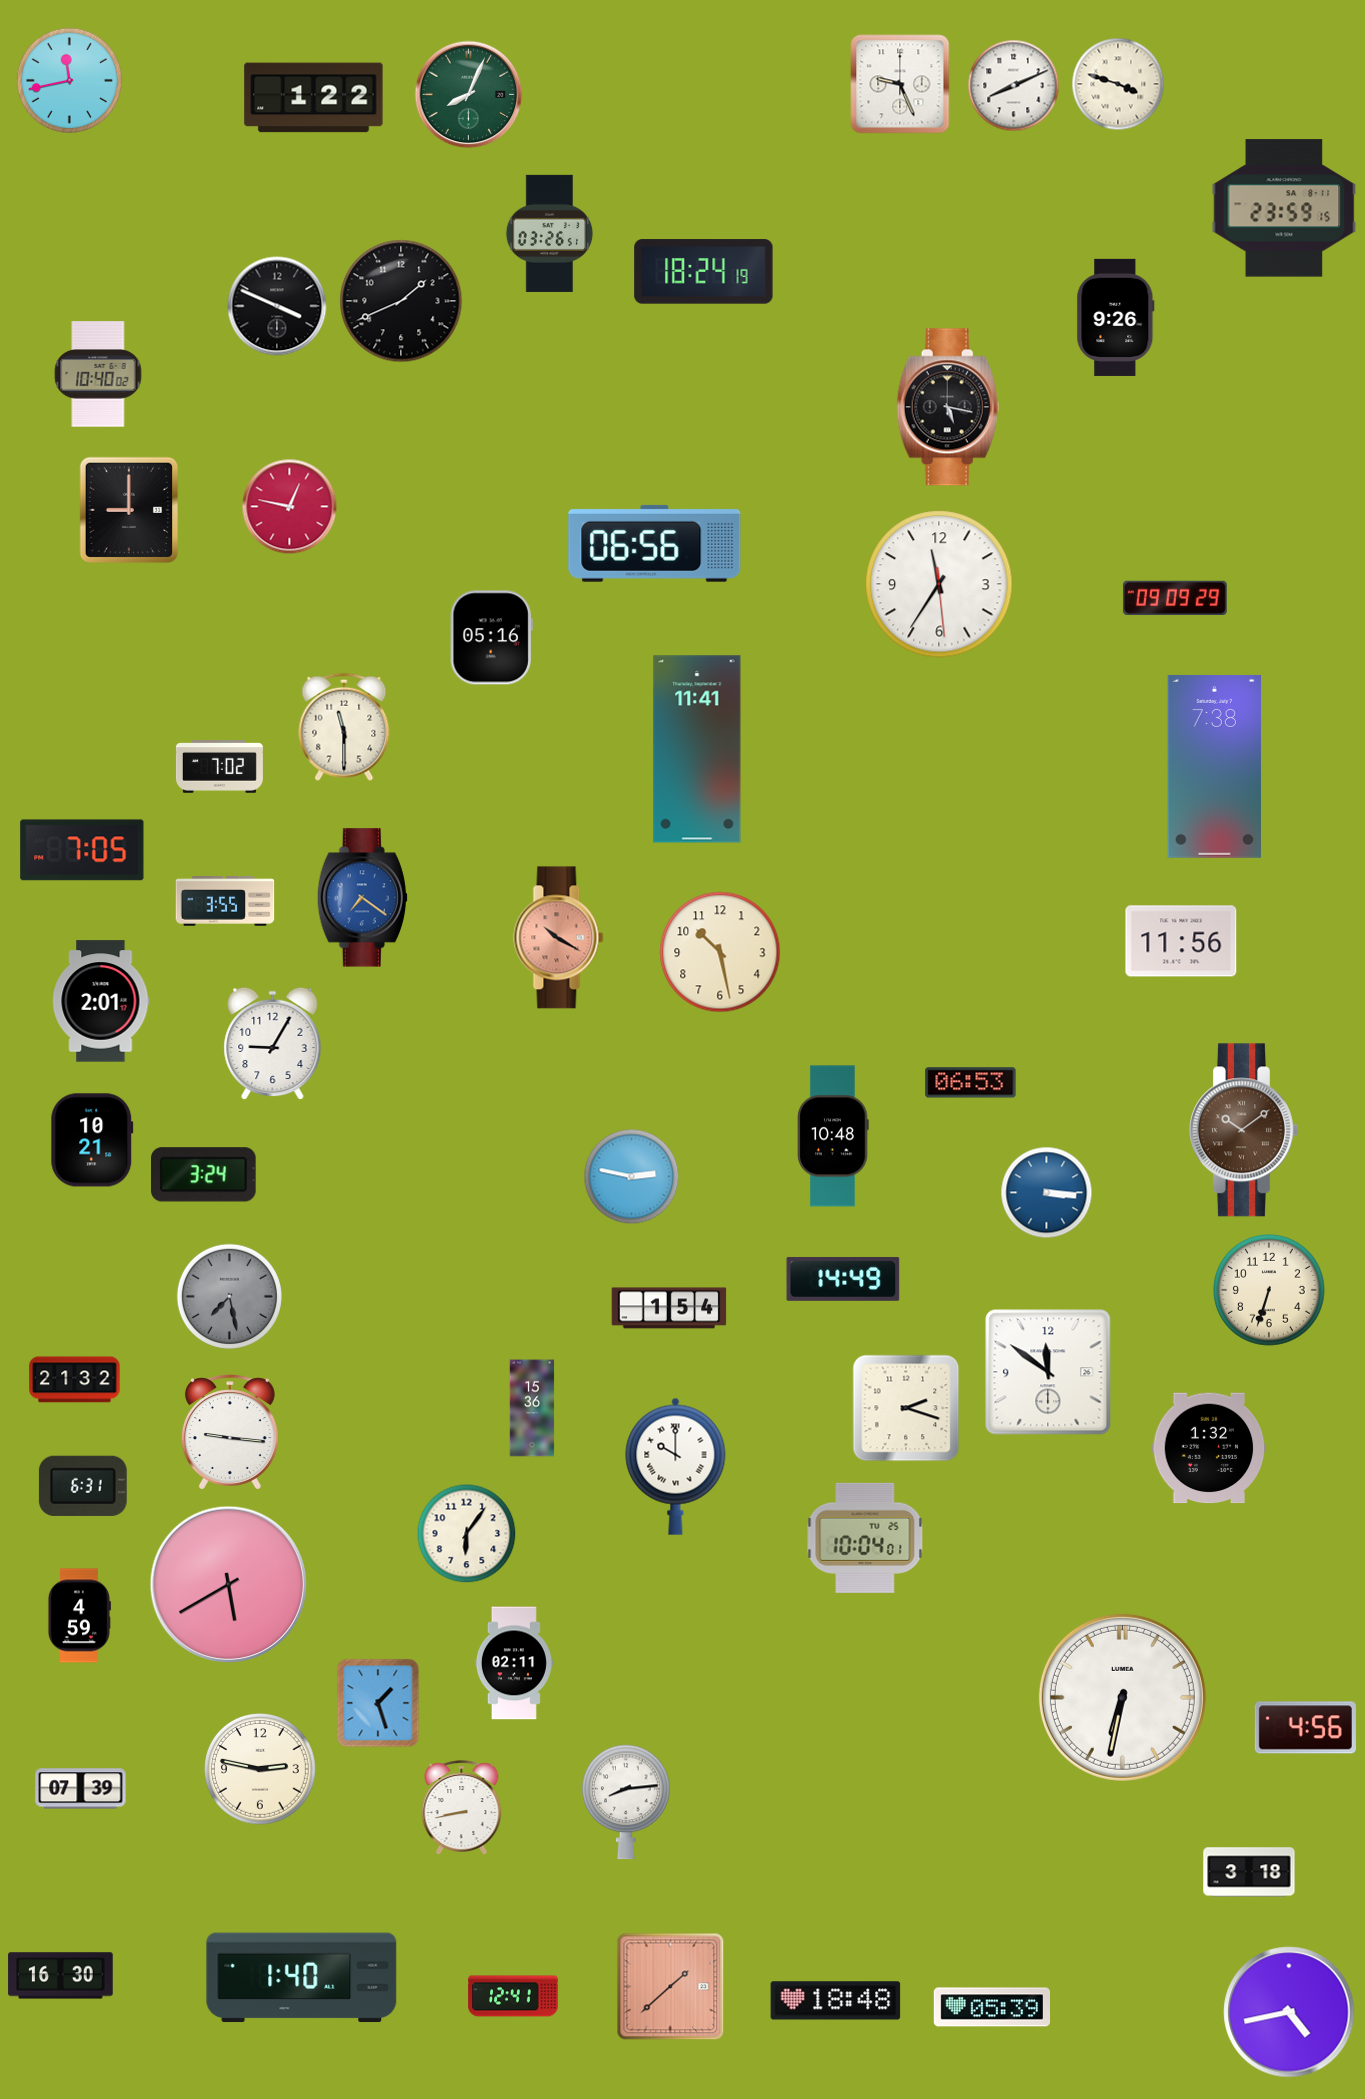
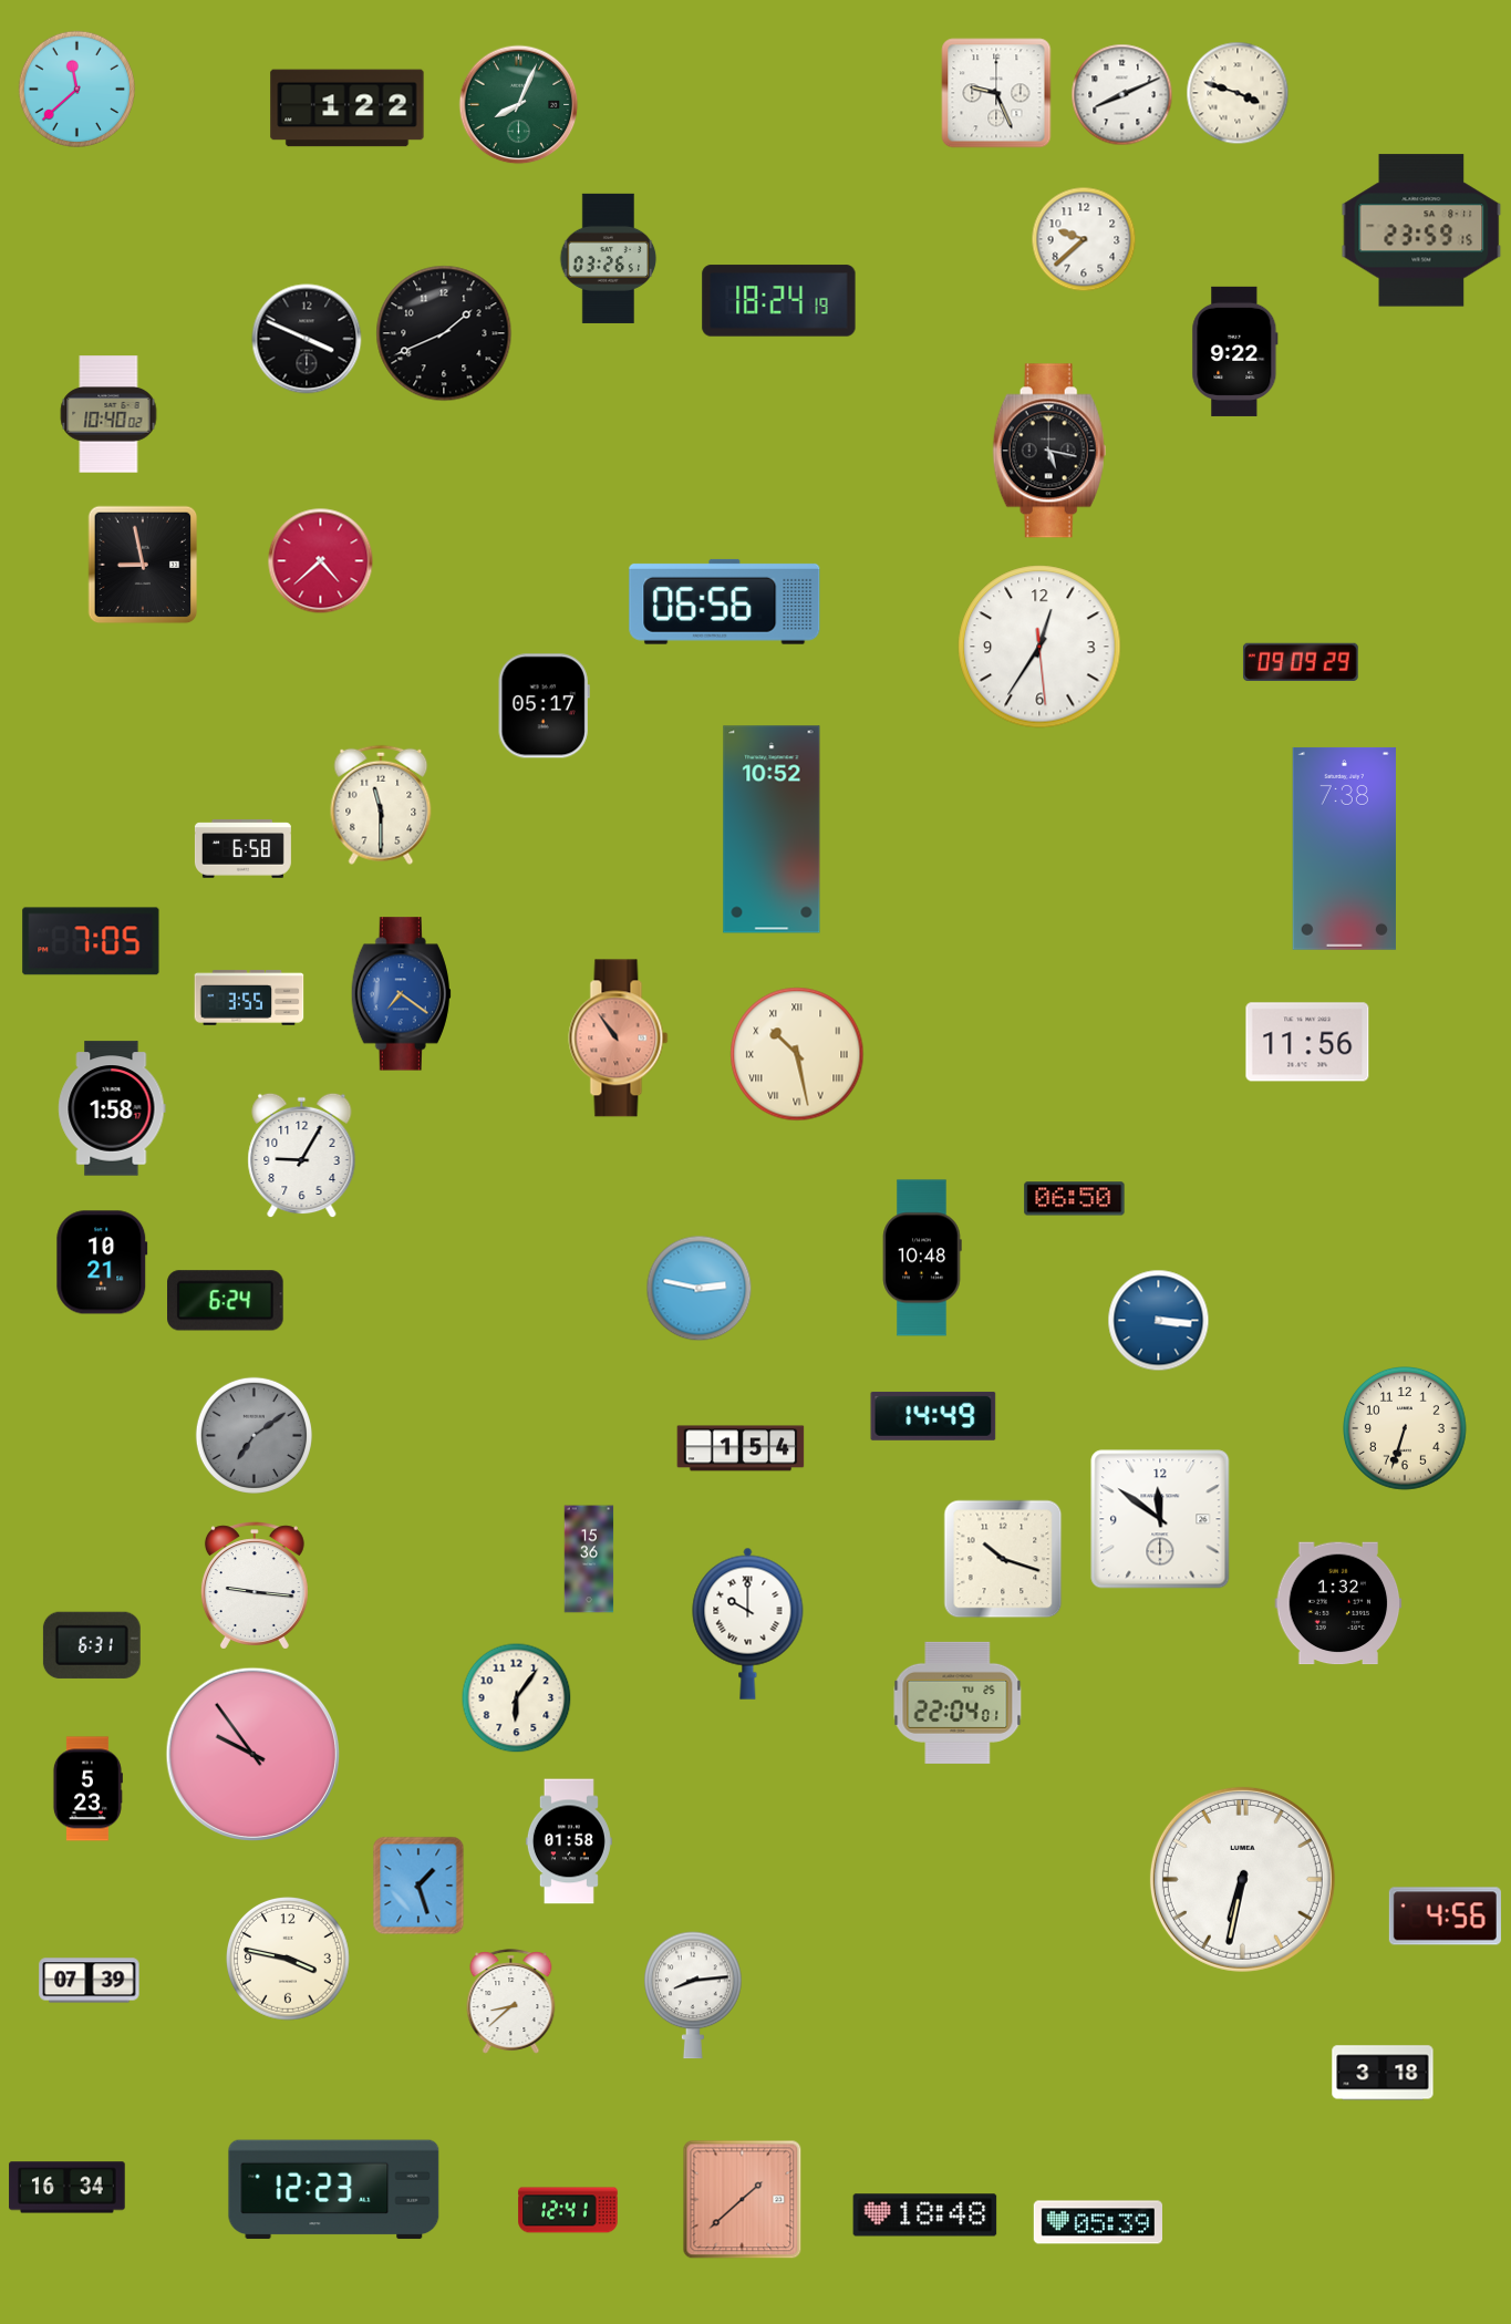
clock at (69, 80): 11:43 -> 11:38
clock at (1084, 239): none -> 9:38
clock at (1116, 317): 9:26 -> 9:22
clock at (290, 507): 12:47 -> 4:38
clock at (129, 510): 9:00 -> 8:58
clock at (939, 584): 11:35 -> 12:35
clock at (491, 638): 05:16 -> 05:17
clock at (697, 749): 11:41 -> 10:52
clock at (219, 767): 7:02 -> 6:58
clock at (559, 938): 10:20 -> 10:54
clock at (720, 952) numerals: Arabic -> Roman
clock at (101, 1001): 2:01 -> 1:58
clock at (971, 1083): 06:53 -> 06:50
clock at (1244, 1130): 10:09 -> none
clock at (204, 1175): 3:24 -> 6:24
clock at (632, 1177) position: (632, 1177) -> (700, 1289)
clock at (229, 1296): 7:28 -> 7:09
clock at (75, 1380): 21:32 -> none
clock at (906, 1408): 2:18 -> 10:18
clock at (865, 1538): 10:04 -> 22:04
clock at (228, 1584): 5:40 -> 9:54
clock at (79, 1616): 4:59 -> 5:23
clock at (514, 1663): 02:11 -> 01:58
clock at (1305, 1728) position: (1305, 1728) -> (1445, 1917)
clock at (261, 1770): 2:47 -> 3:47
clock at (462, 1808): 8:43 -> 8:38
clock at (61, 1976): 16:30 -> 16:34
clock at (302, 1978): 1:40 -> 12:23
clock at (1289, 2012): 4:43 -> none
